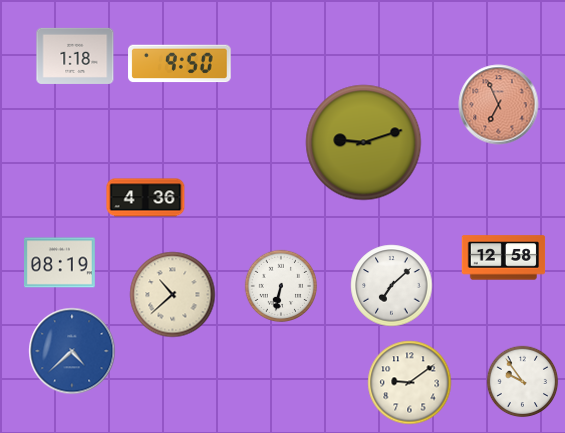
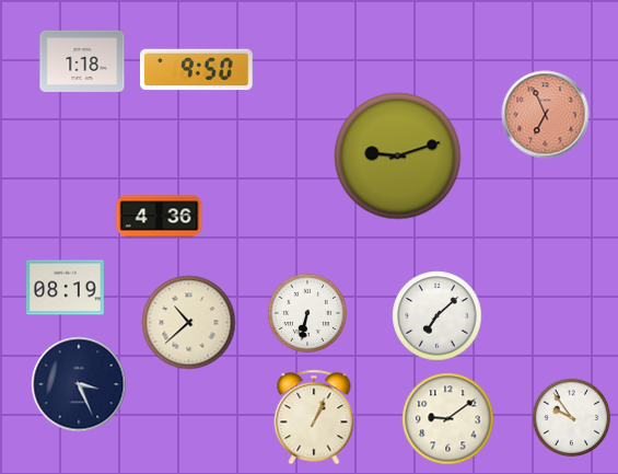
clock at (504, 258): 12:58 -> none
clock at (392, 286) position: (392, 286) -> (438, 316)
clock at (72, 351): 4:38 -> 3:26
clock at (72, 351) dial: blue -> navy
clock at (314, 417): none -> 1:04
